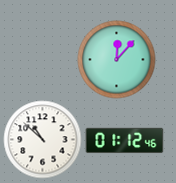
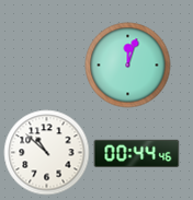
clock at (116, 59): 12:07 -> 12:03
clock at (124, 141): 01:12 -> 00:44
